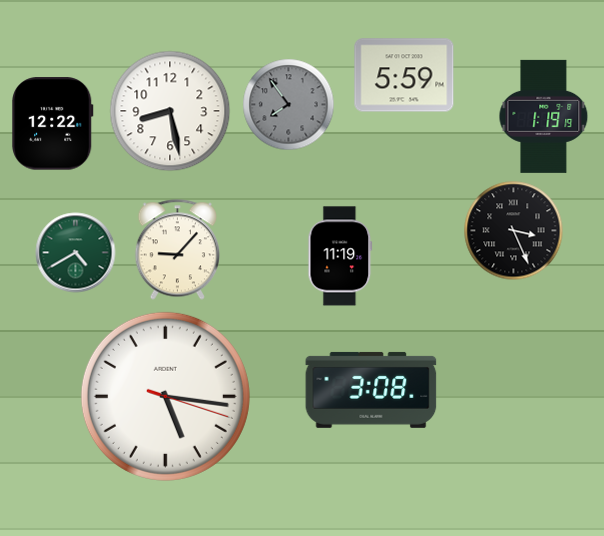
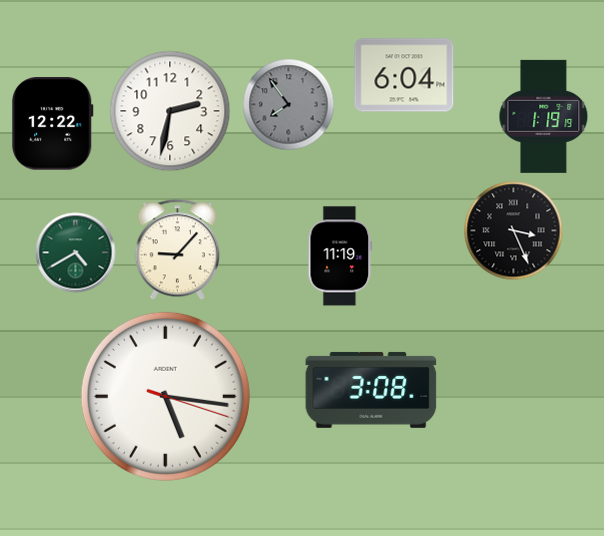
clock at (404, 75): 5:59 -> 6:04
clock at (170, 111): 8:28 -> 2:32
